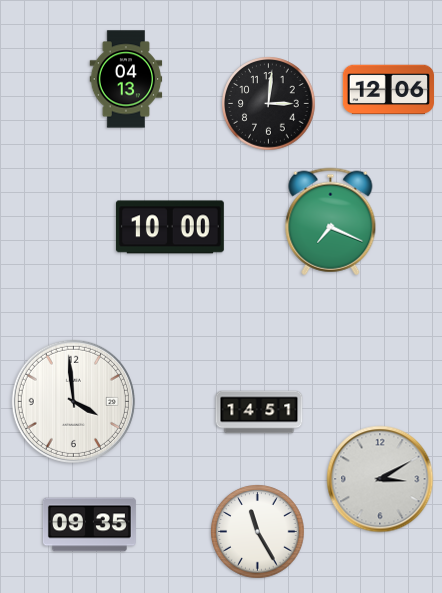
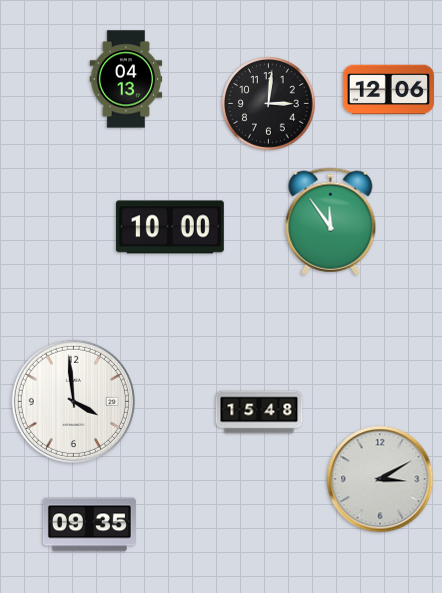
clock at (331, 222): 7:19 -> 11:54
clock at (259, 412): 14:51 -> 15:48
clock at (258, 532): 11:25 -> none
